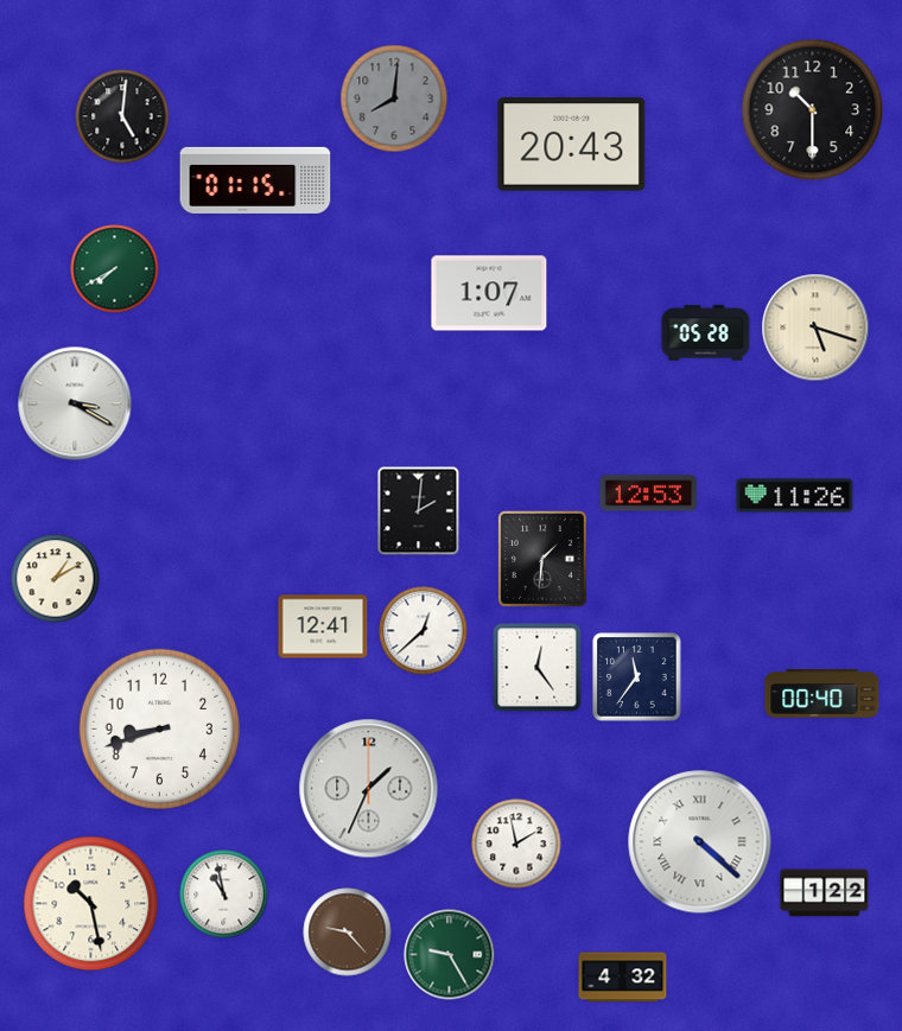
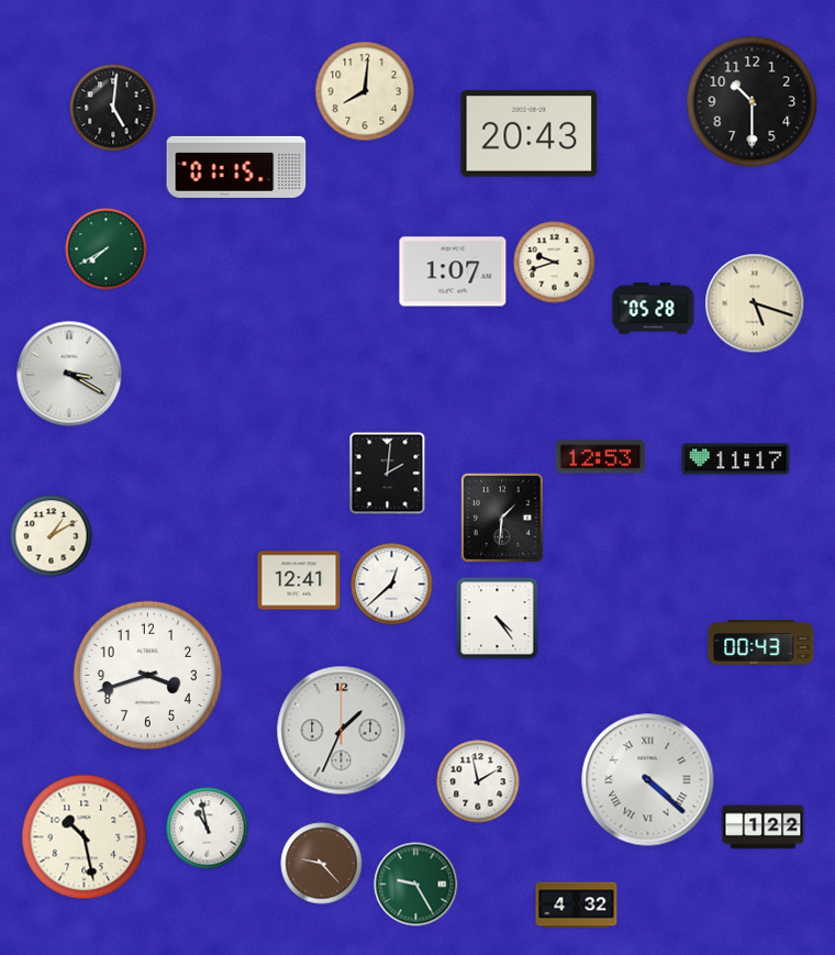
clock at (394, 98) dial: grey -> cream
clock at (555, 263): none -> 9:42
clock at (795, 496): 11:26 -> 11:17
clock at (538, 668): 12:24 -> 4:24
clock at (637, 677): 11:36 -> none
clock at (822, 694): 00:40 -> 00:43
clock at (159, 728): 8:42 -> 3:42
